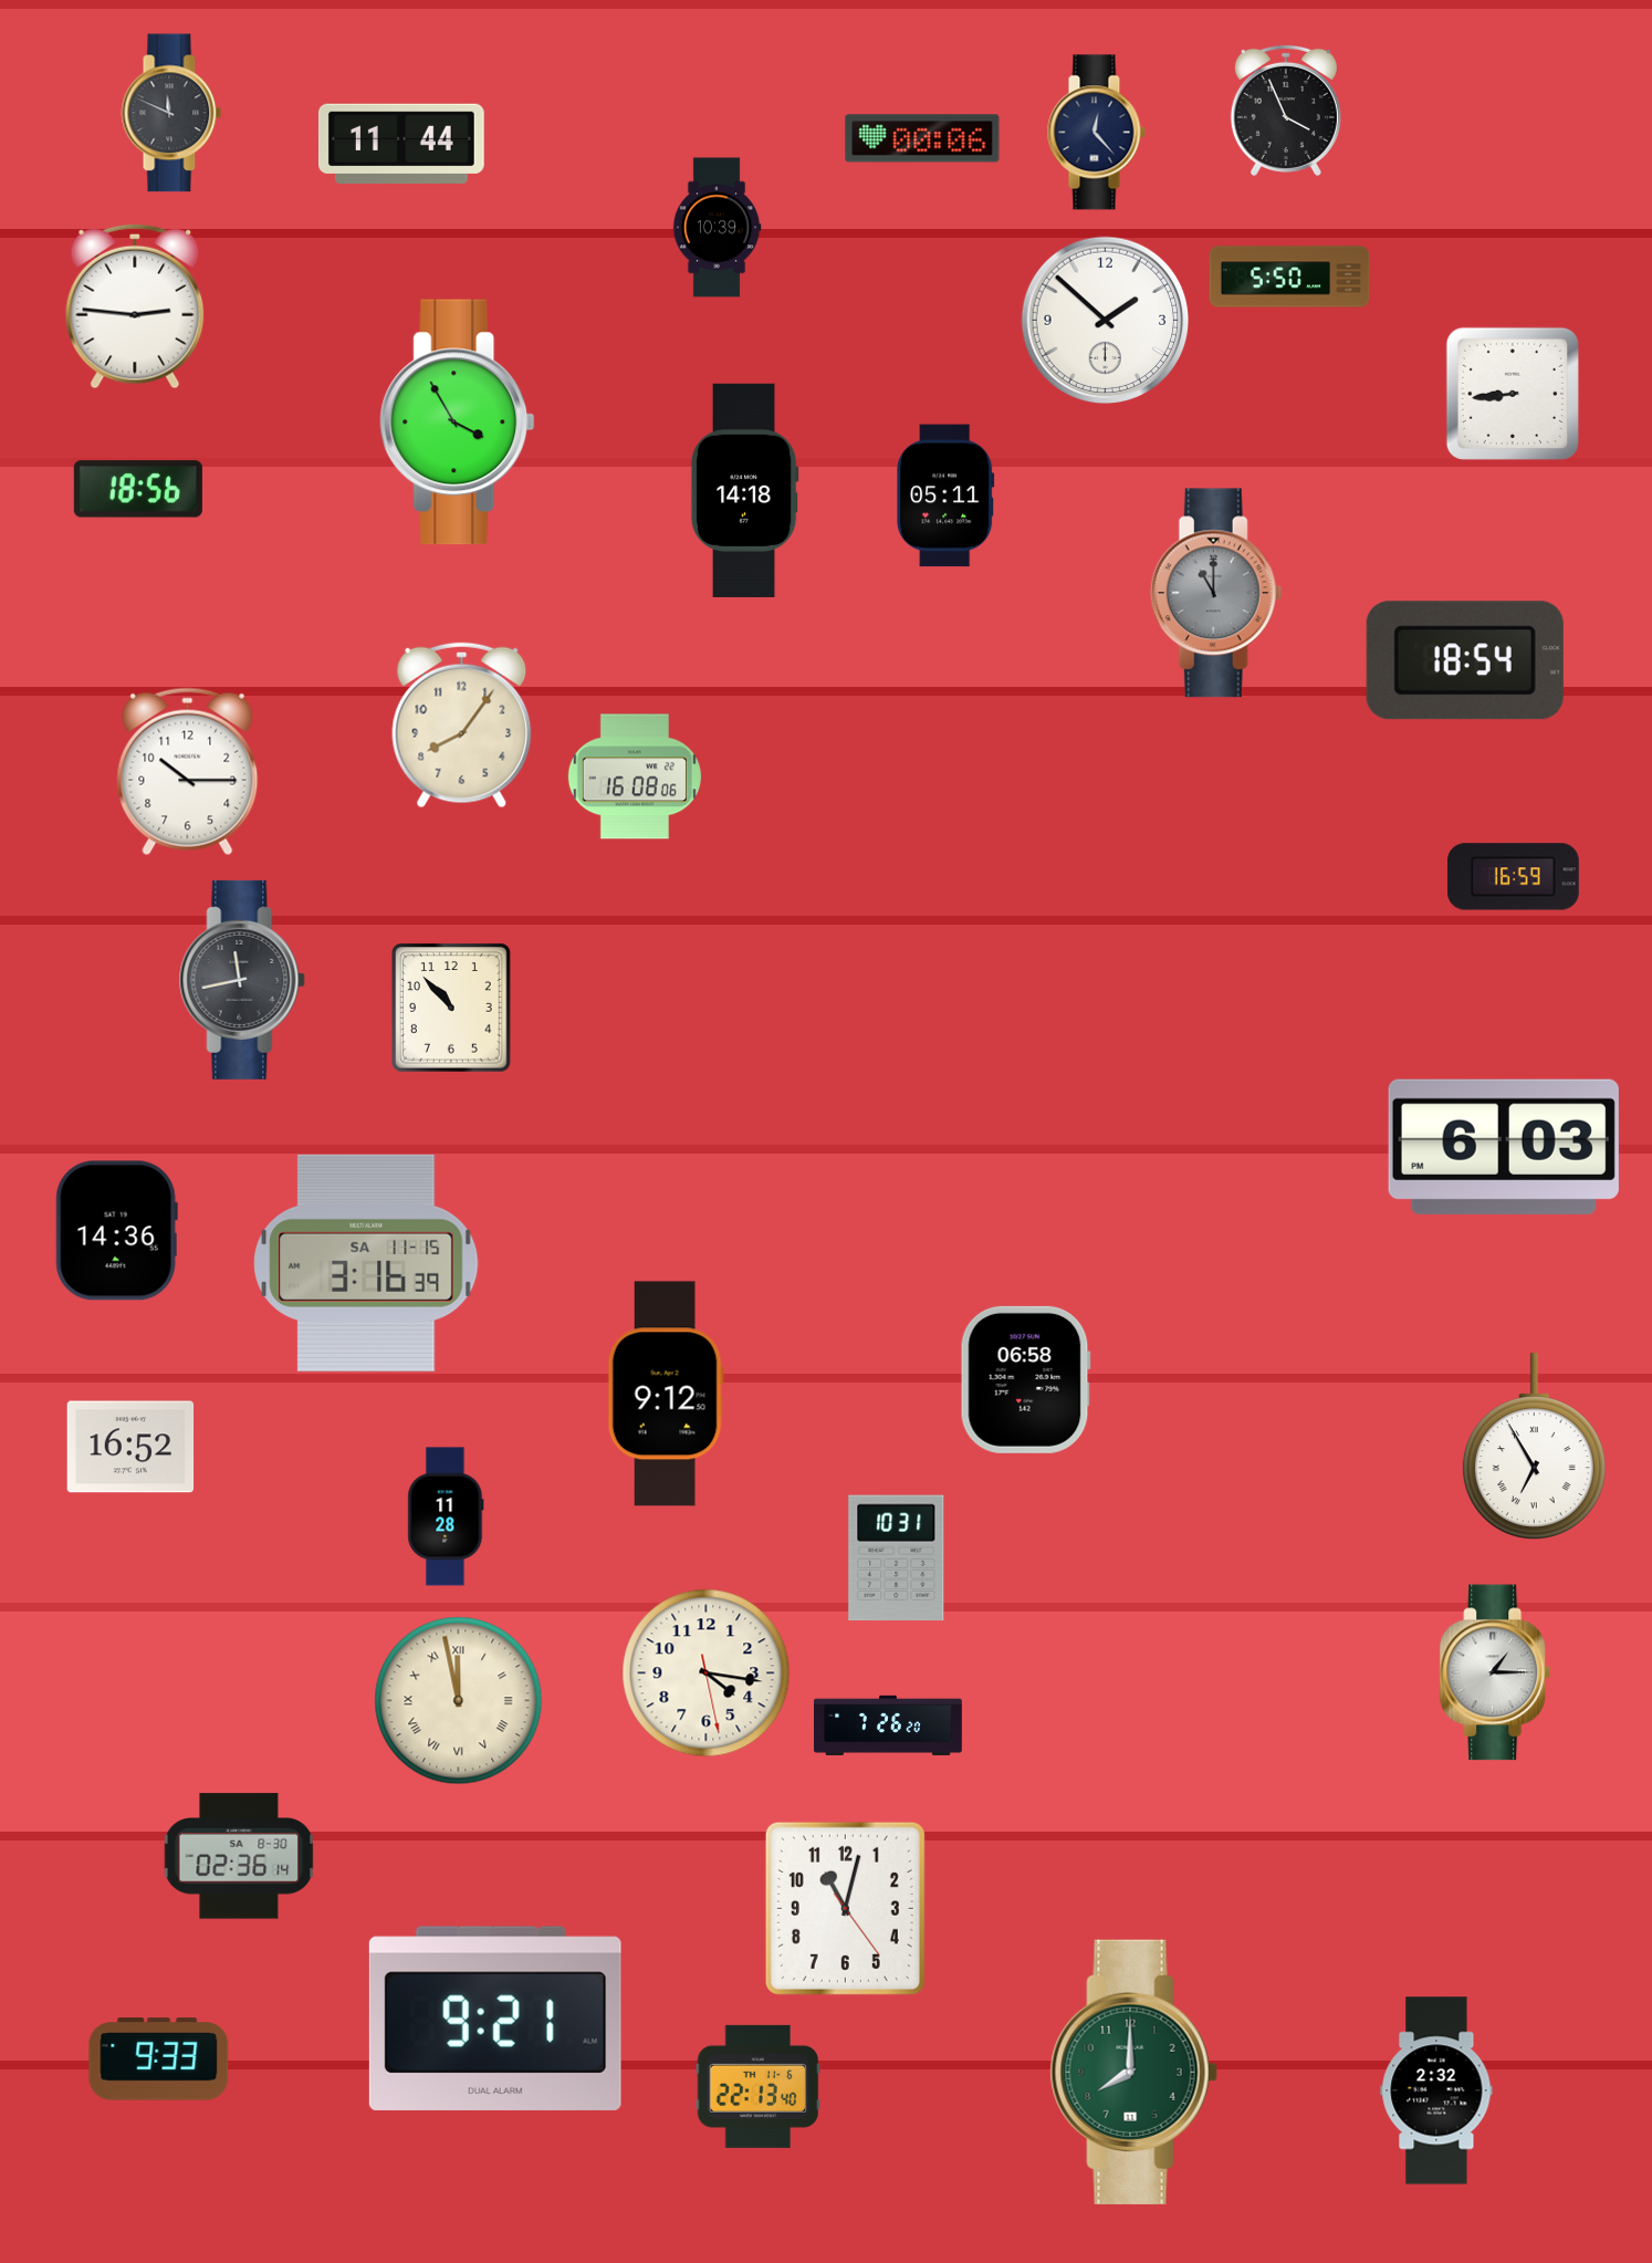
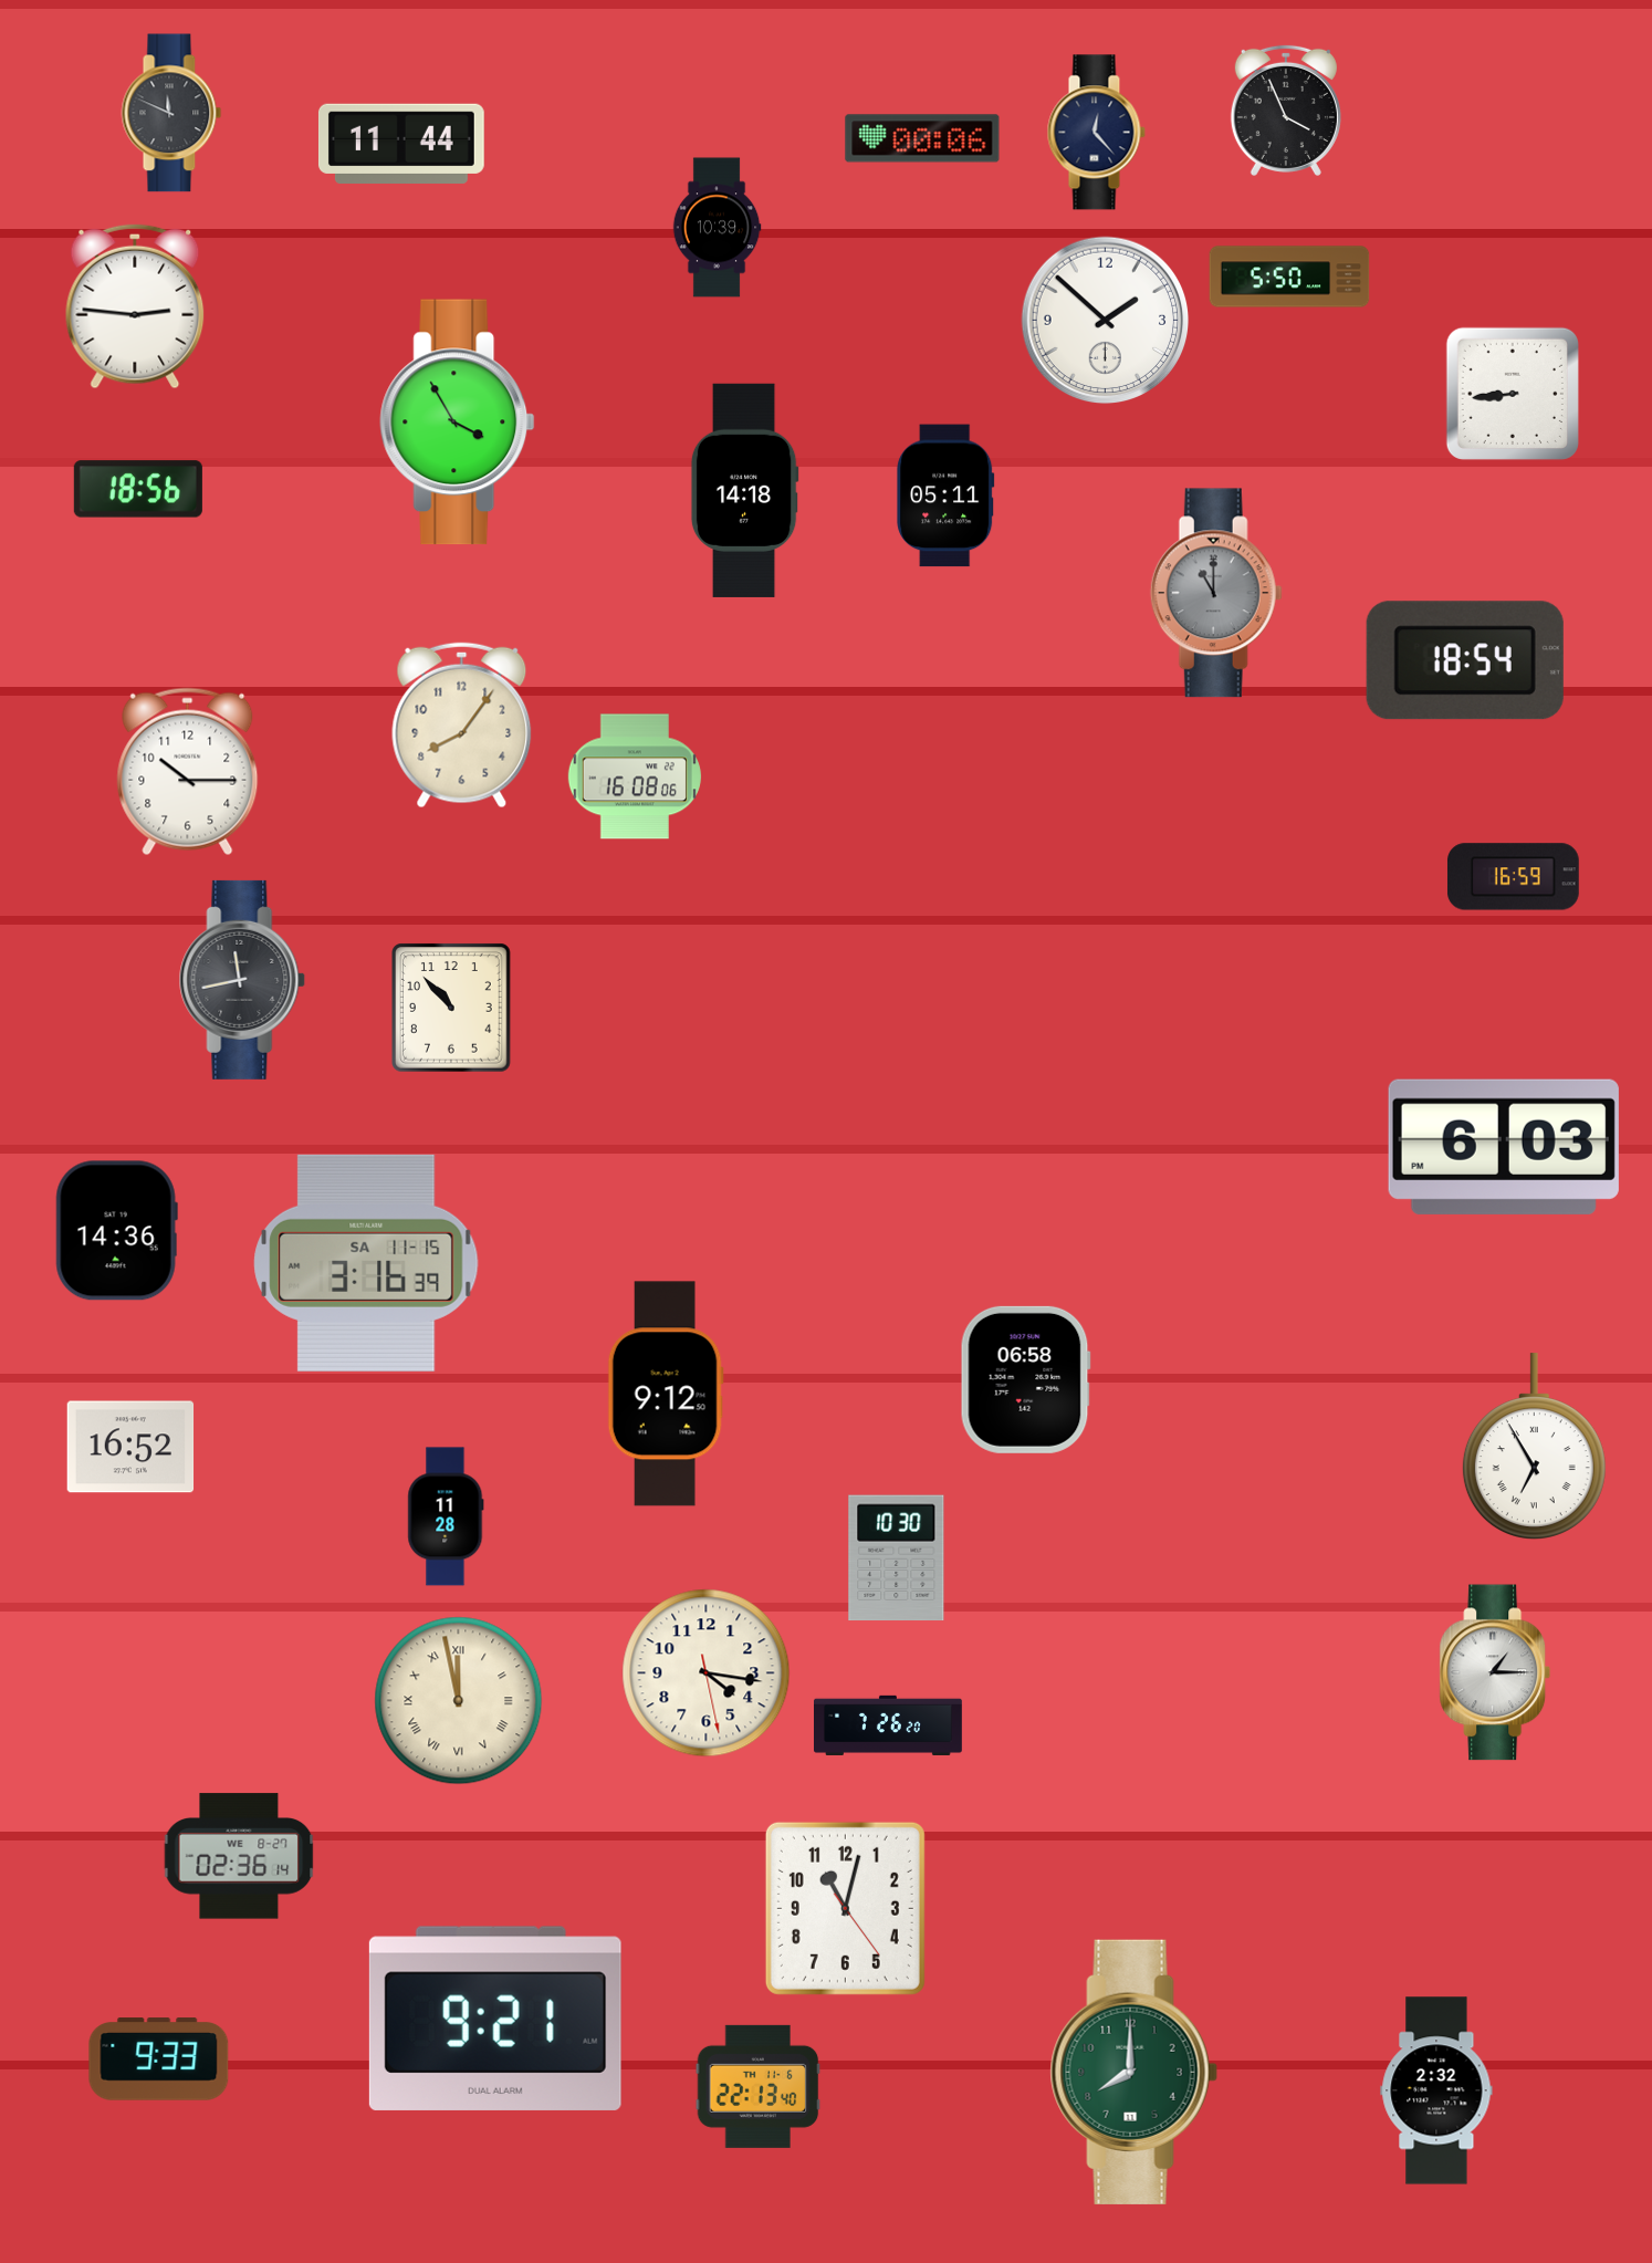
clock at (897, 1558): 10:31 -> 10:30
clock at (239, 1856) date: SA 8-30 -> WE 8-27
